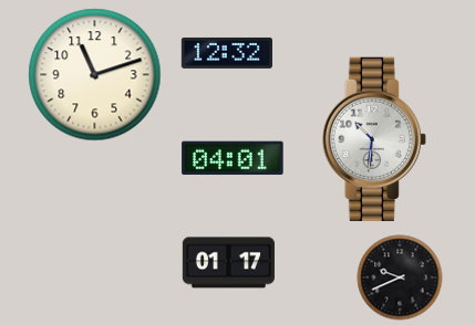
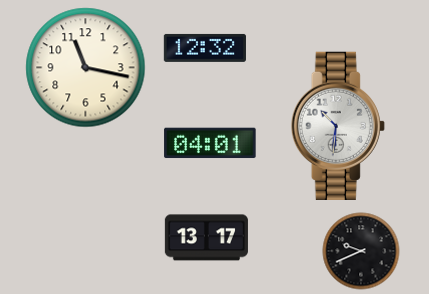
clock at (95, 75): 11:12 -> 11:17
clock at (228, 263): 01:17 -> 13:17
